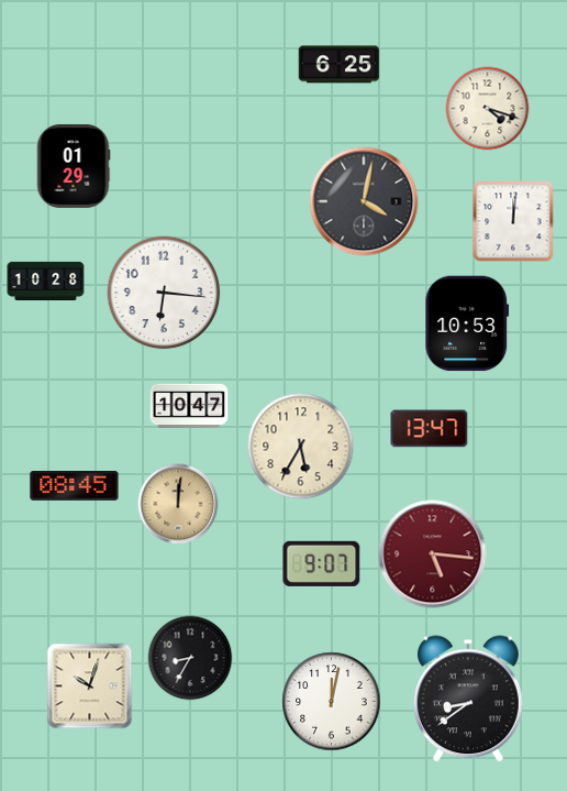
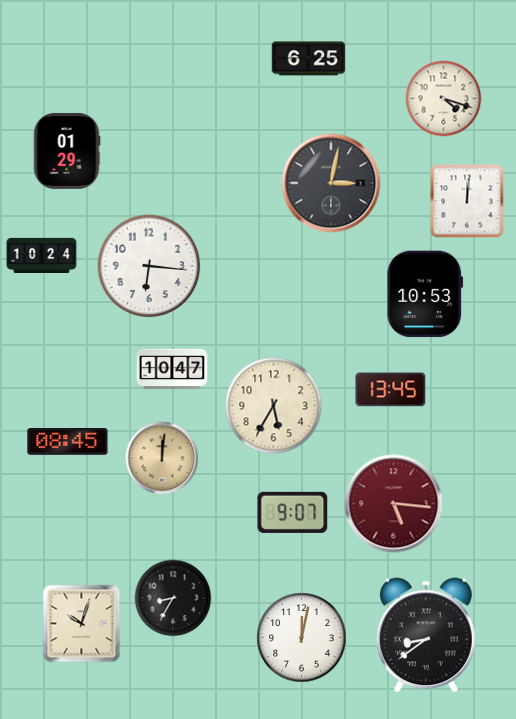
clock at (364, 201): 4:02 -> 3:02
clock at (46, 281): 10:28 -> 10:24
clock at (430, 429): 13:47 -> 13:45
